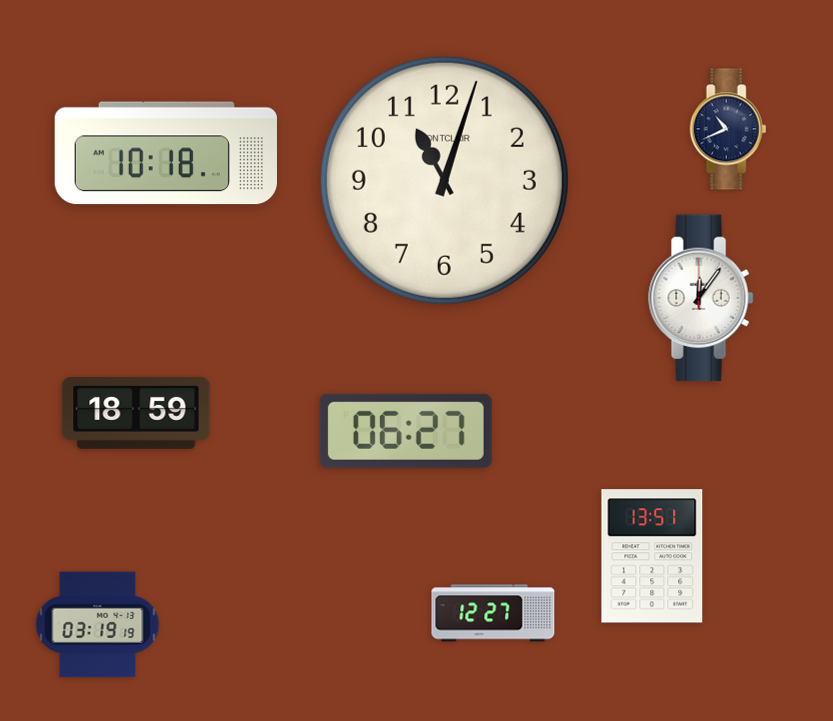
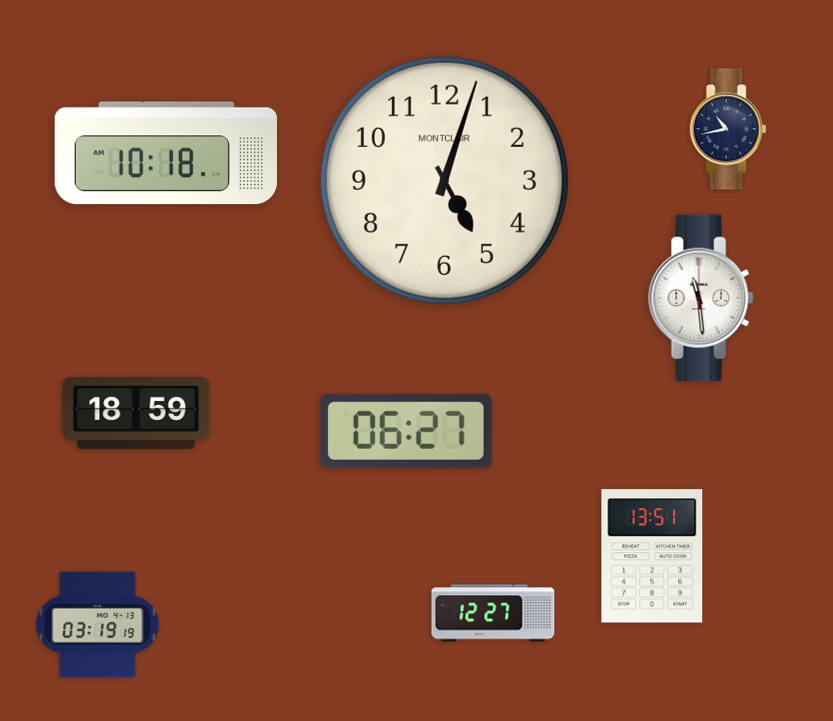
clock at (728, 129): 10:41 -> 10:43
clock at (444, 180): 11:03 -> 5:03
clock at (701, 298): 12:06 -> 11:29
